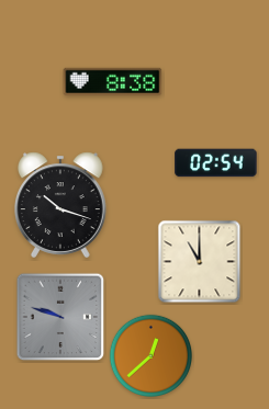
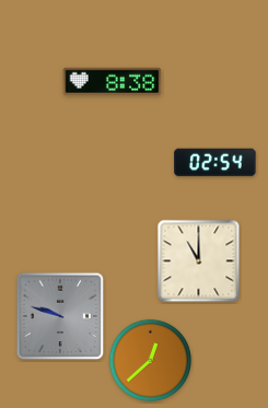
clock at (60, 205): 10:18 -> none
clock at (152, 356) position: (152, 356) -> (151, 361)
